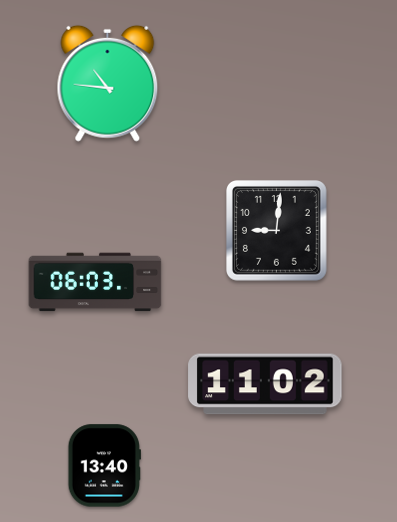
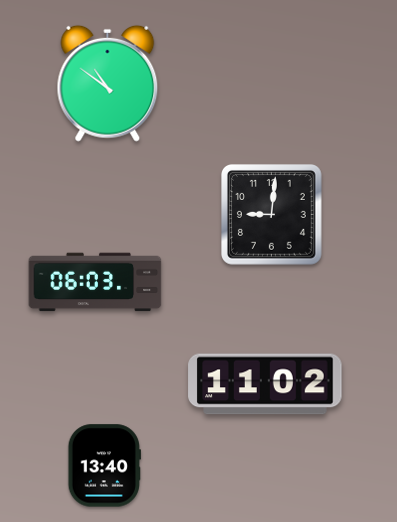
clock at (108, 83): 10:46 -> 10:51
clock at (277, 231) position: (277, 231) -> (272, 215)
